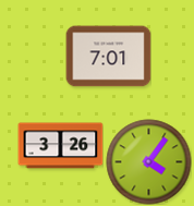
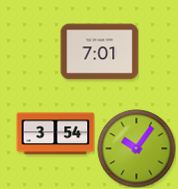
clock at (60, 146): 3:26 -> 3:54
clock at (148, 161): 4:06 -> 10:06
